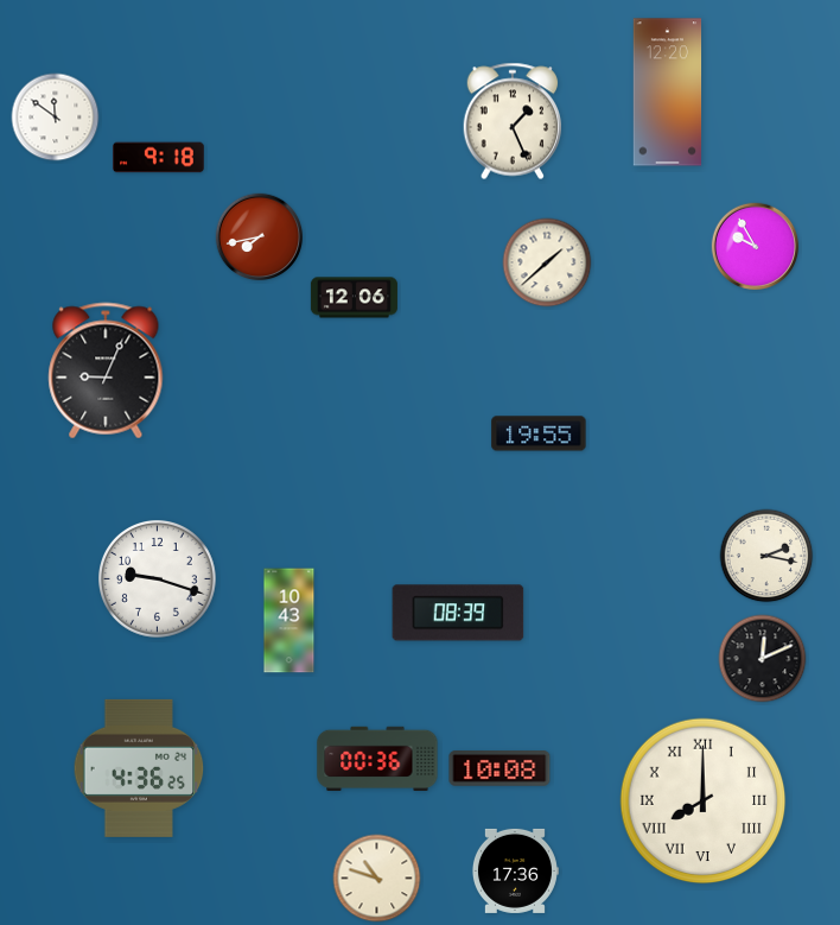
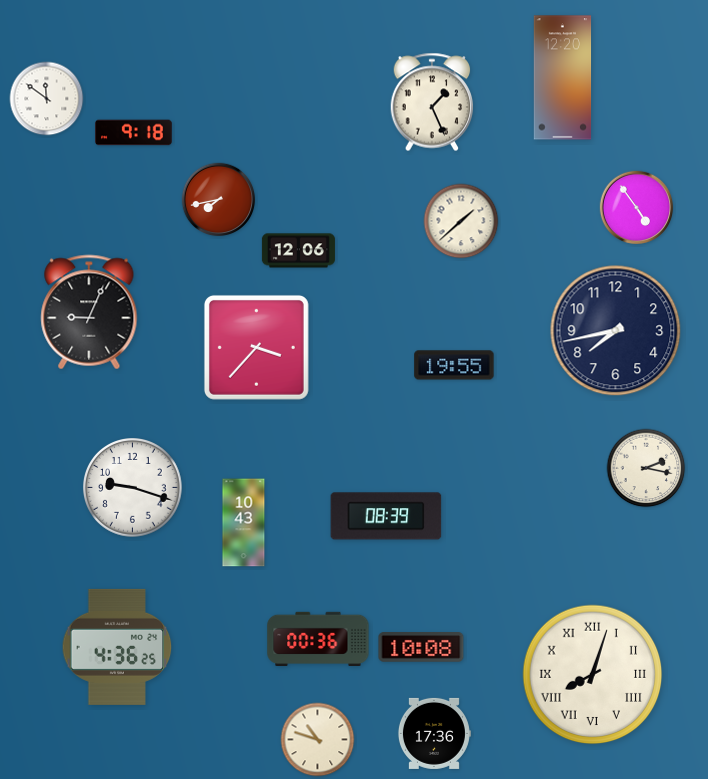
clock at (756, 247): 9:55 -> 4:54
clock at (616, 331): none -> 7:43
clock at (256, 347): none -> 3:37
clock at (763, 659): 12:11 -> none
clock at (704, 802): 8:00 -> 8:03
